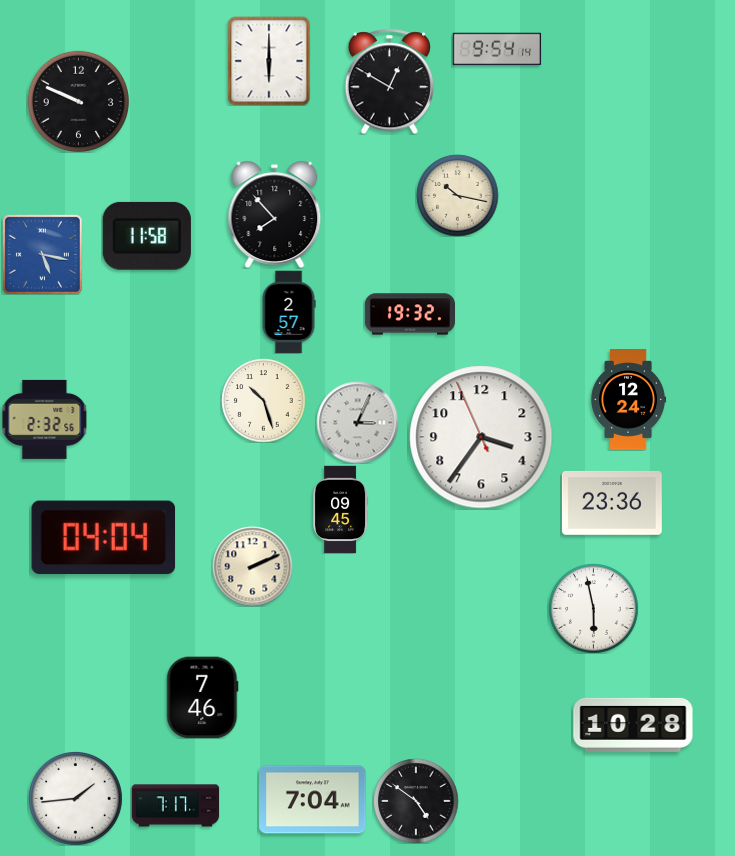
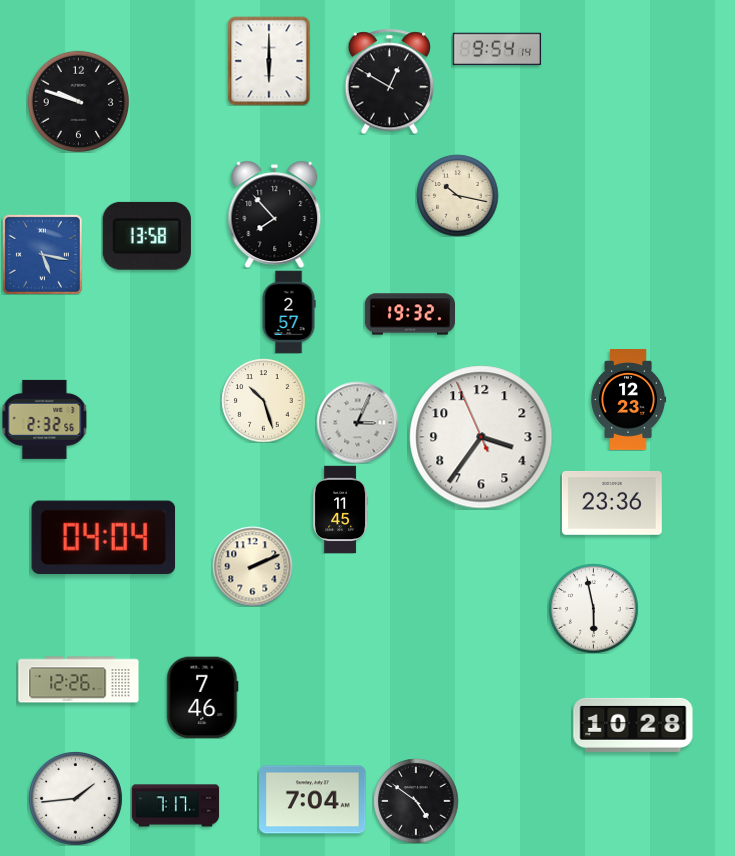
clock at (78, 101): 9:49 -> 9:48
clock at (147, 236): 11:58 -> 13:58
clock at (629, 400): 12:24 -> 12:23
clock at (341, 509): 09:45 -> 11:45
clock at (79, 680): none -> 12:26
